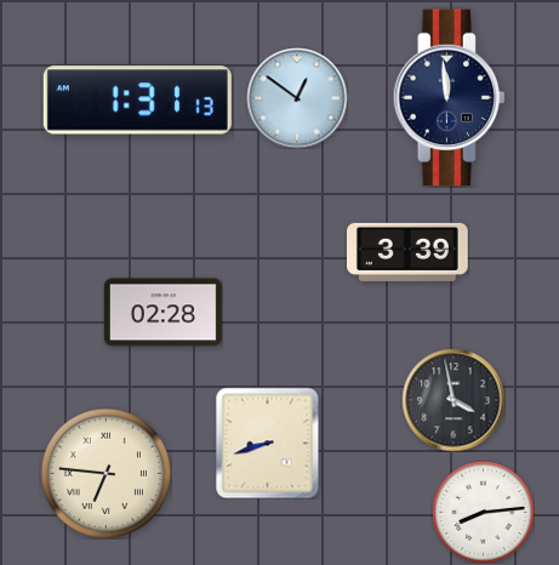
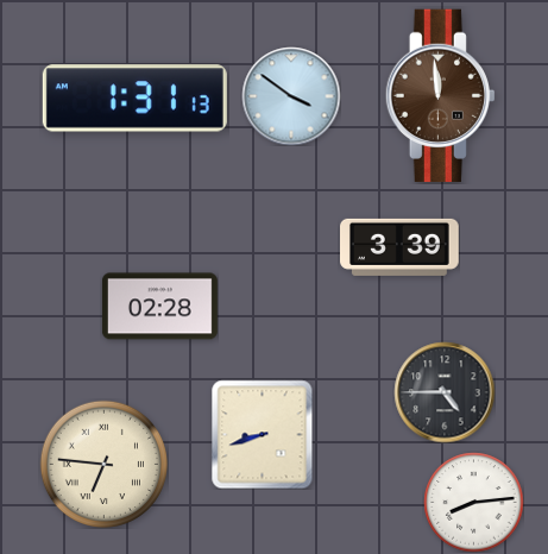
clock at (297, 98): 12:51 -> 3:51
clock at (449, 98) dial: navy -> brown
clock at (454, 400): 3:58 -> 4:45
